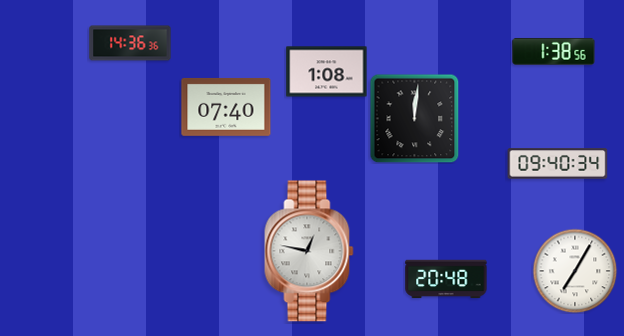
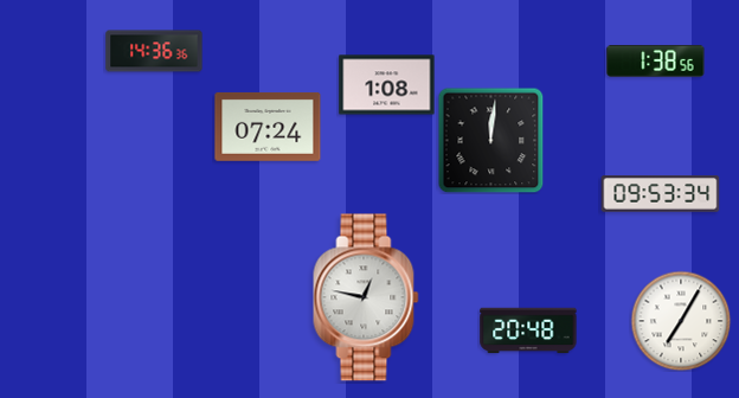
clock at (226, 107): 07:40 -> 07:24
clock at (558, 164): 09:40 -> 09:53
